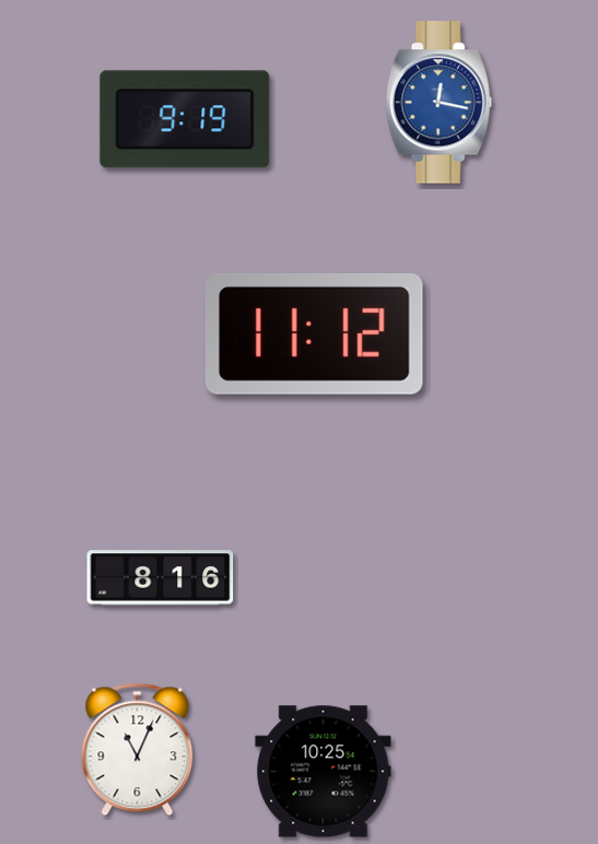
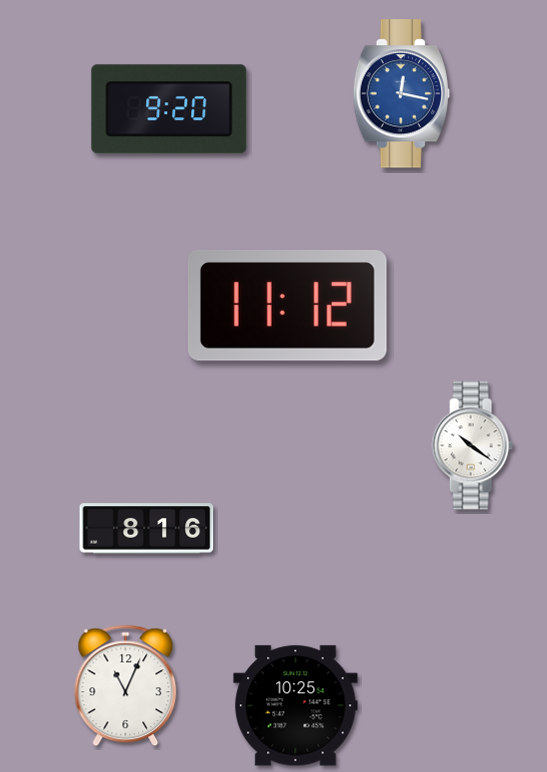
clock at (185, 119): 9:19 -> 9:20
clock at (472, 446): none -> 10:21
